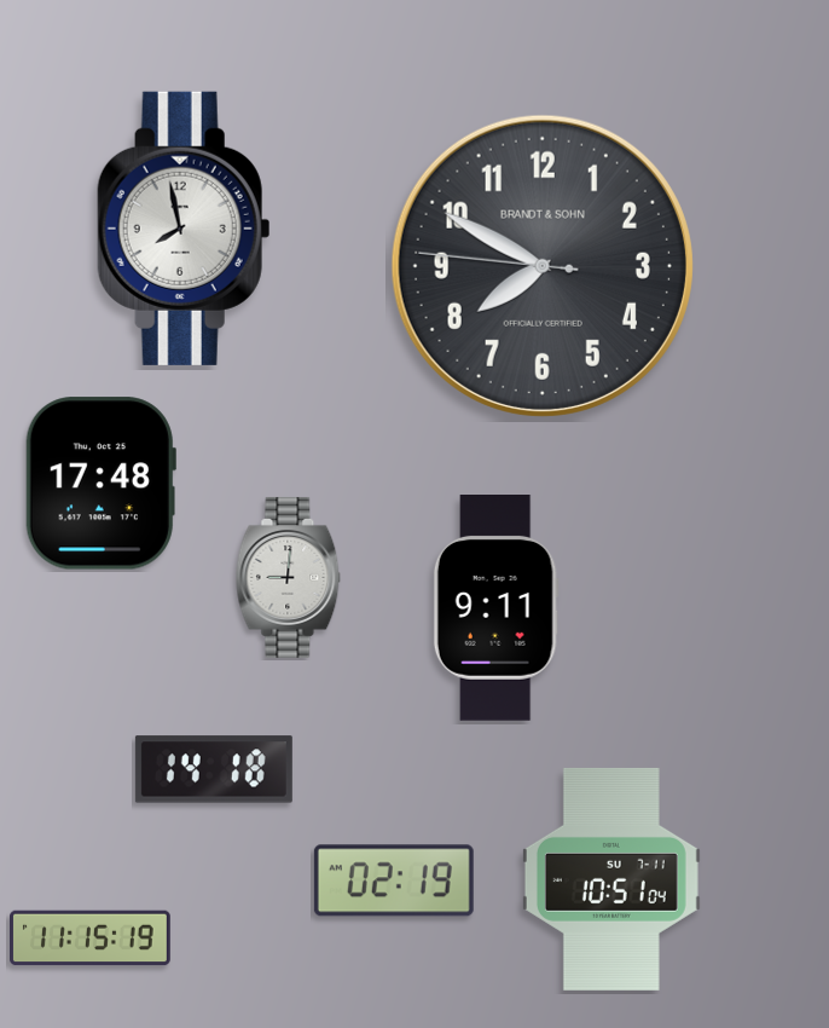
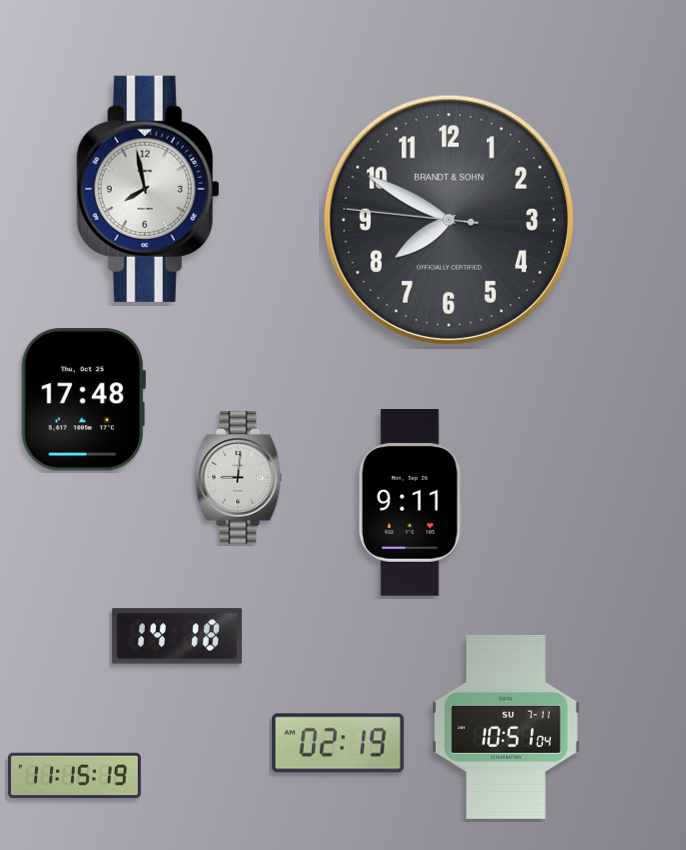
clock at (184, 229) position: (184, 229) -> (148, 189)
clock at (394, 880) position: (394, 880) -> (338, 743)
